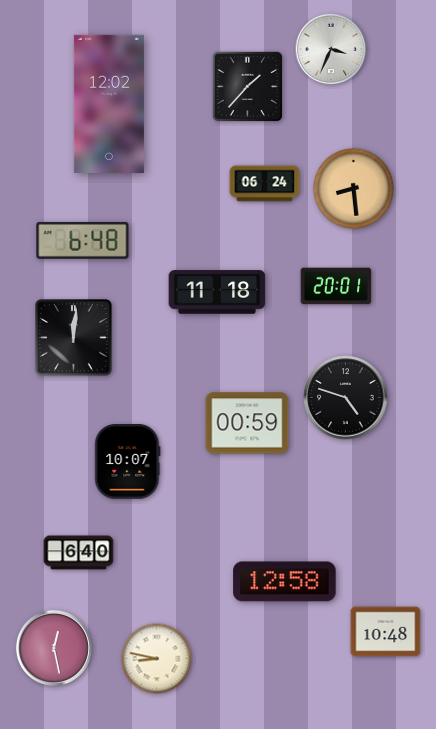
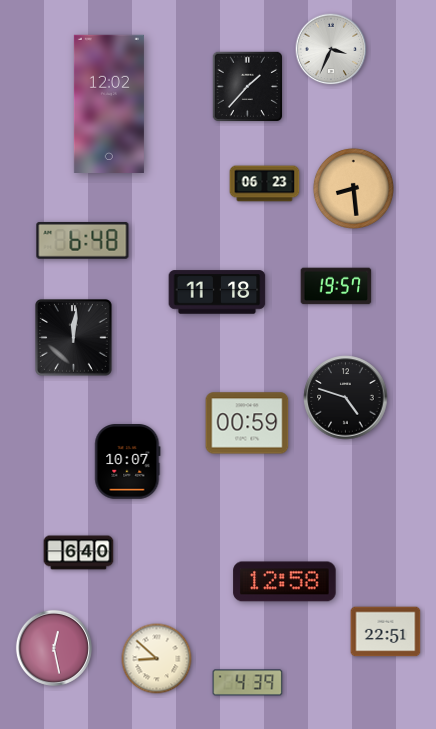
clock at (265, 184): 06:24 -> 06:23
clock at (336, 286): 20:01 -> 19:57
clock at (386, 632): 10:48 -> 22:51
clock at (157, 659): 8:47 -> 8:52
clock at (248, 683): none -> 4:39
